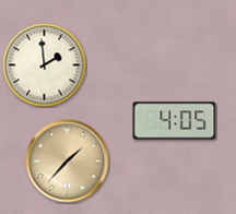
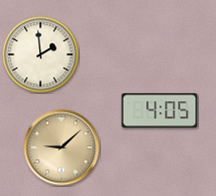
clock at (45, 66) position: (45, 66) -> (41, 55)
clock at (68, 162): 1:37 -> 9:08
